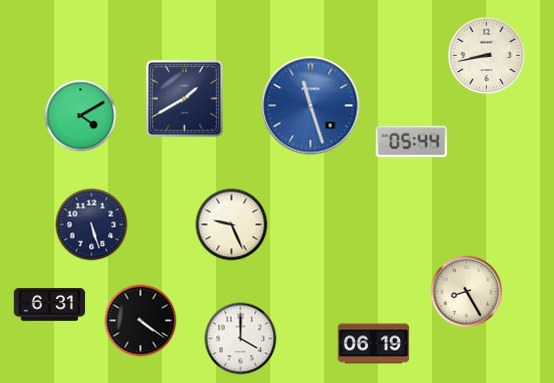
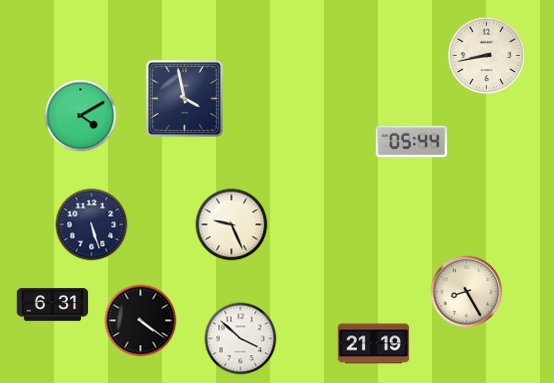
clock at (184, 98): 1:40 -> 3:58
clock at (311, 106): 11:27 -> none
clock at (50, 305) position: (50, 305) -> (53, 305)
clock at (241, 339): 4:00 -> 3:52
clock at (374, 344): 06:19 -> 21:19
